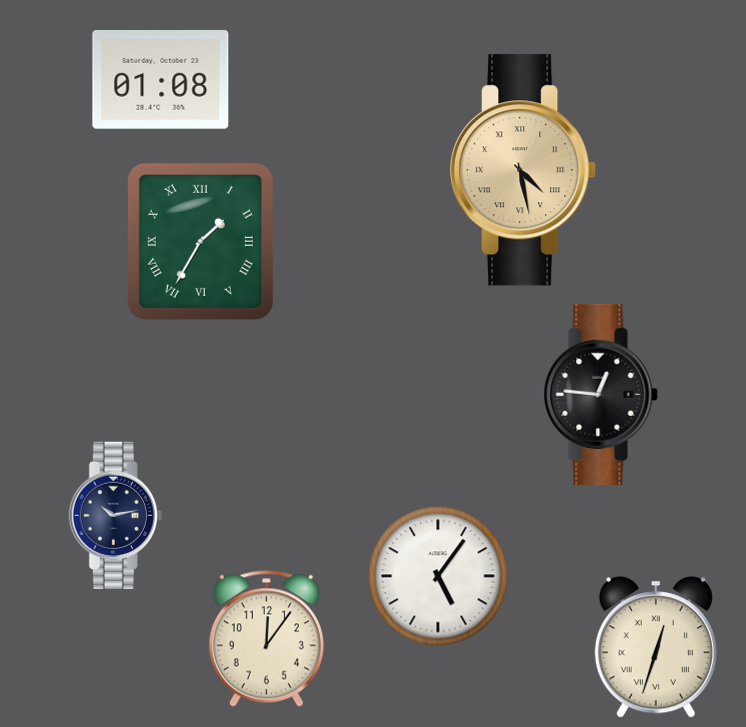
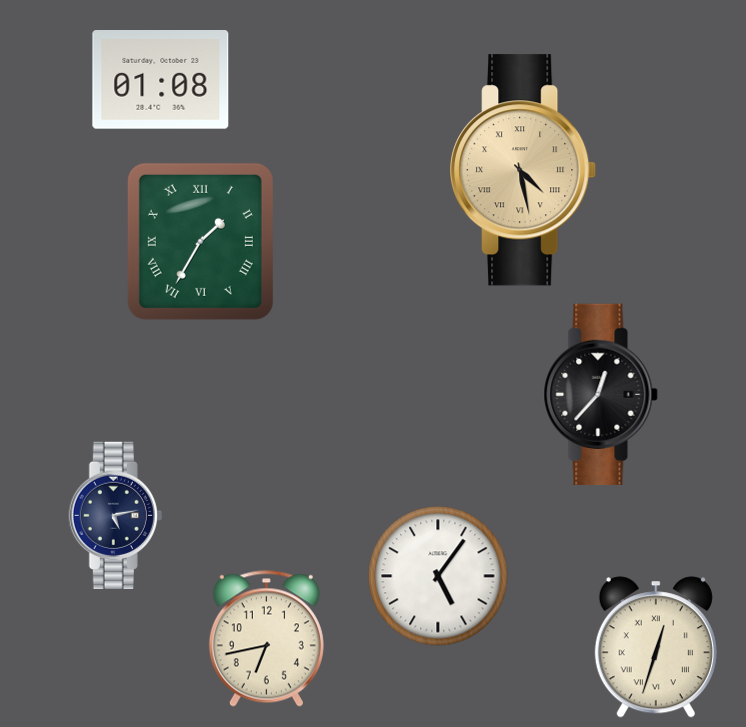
clock at (601, 394): 12:46 -> 12:37
clock at (115, 515): 10:13 -> 5:13
clock at (266, 638): 12:06 -> 6:43
